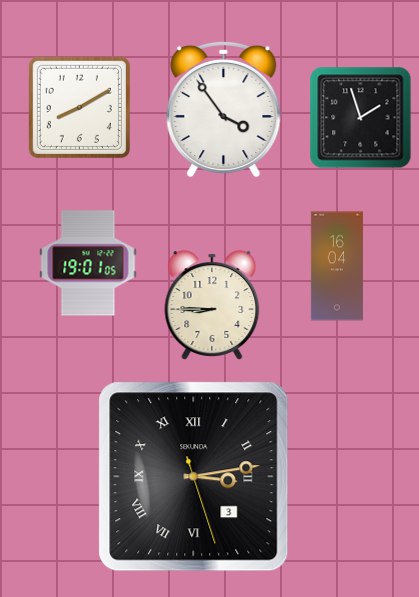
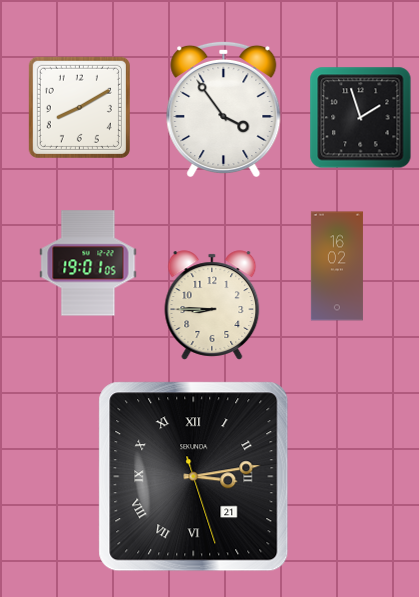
clock at (337, 266): 16:04 -> 16:02
clock at (194, 477) date: 3 -> 21
